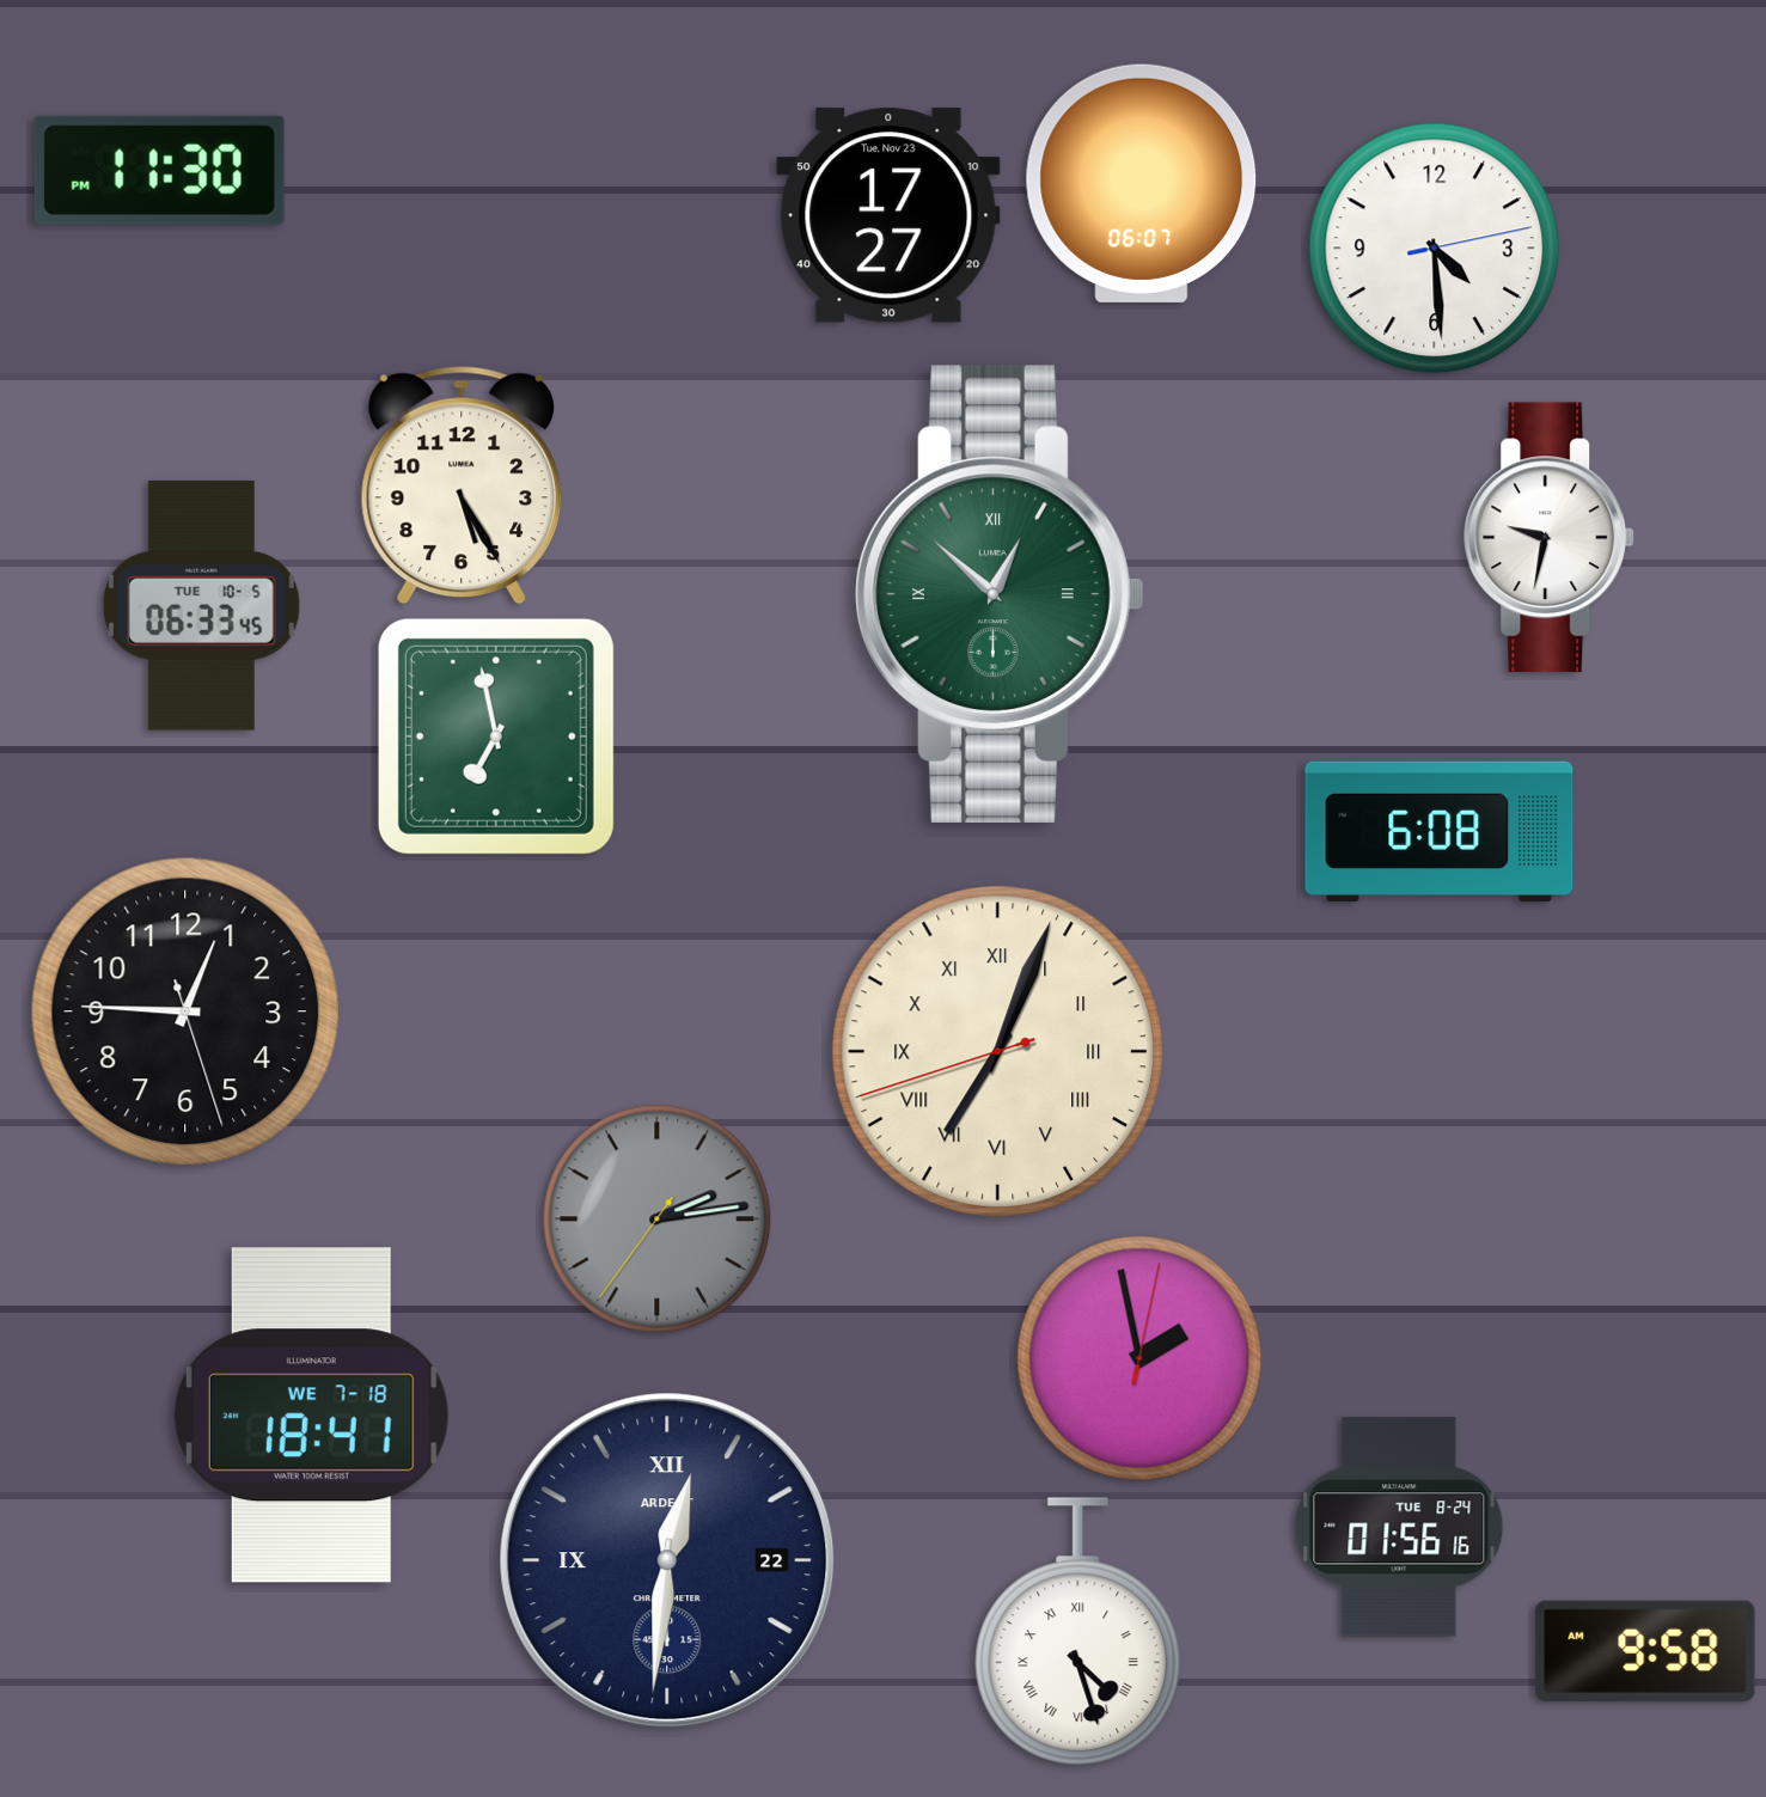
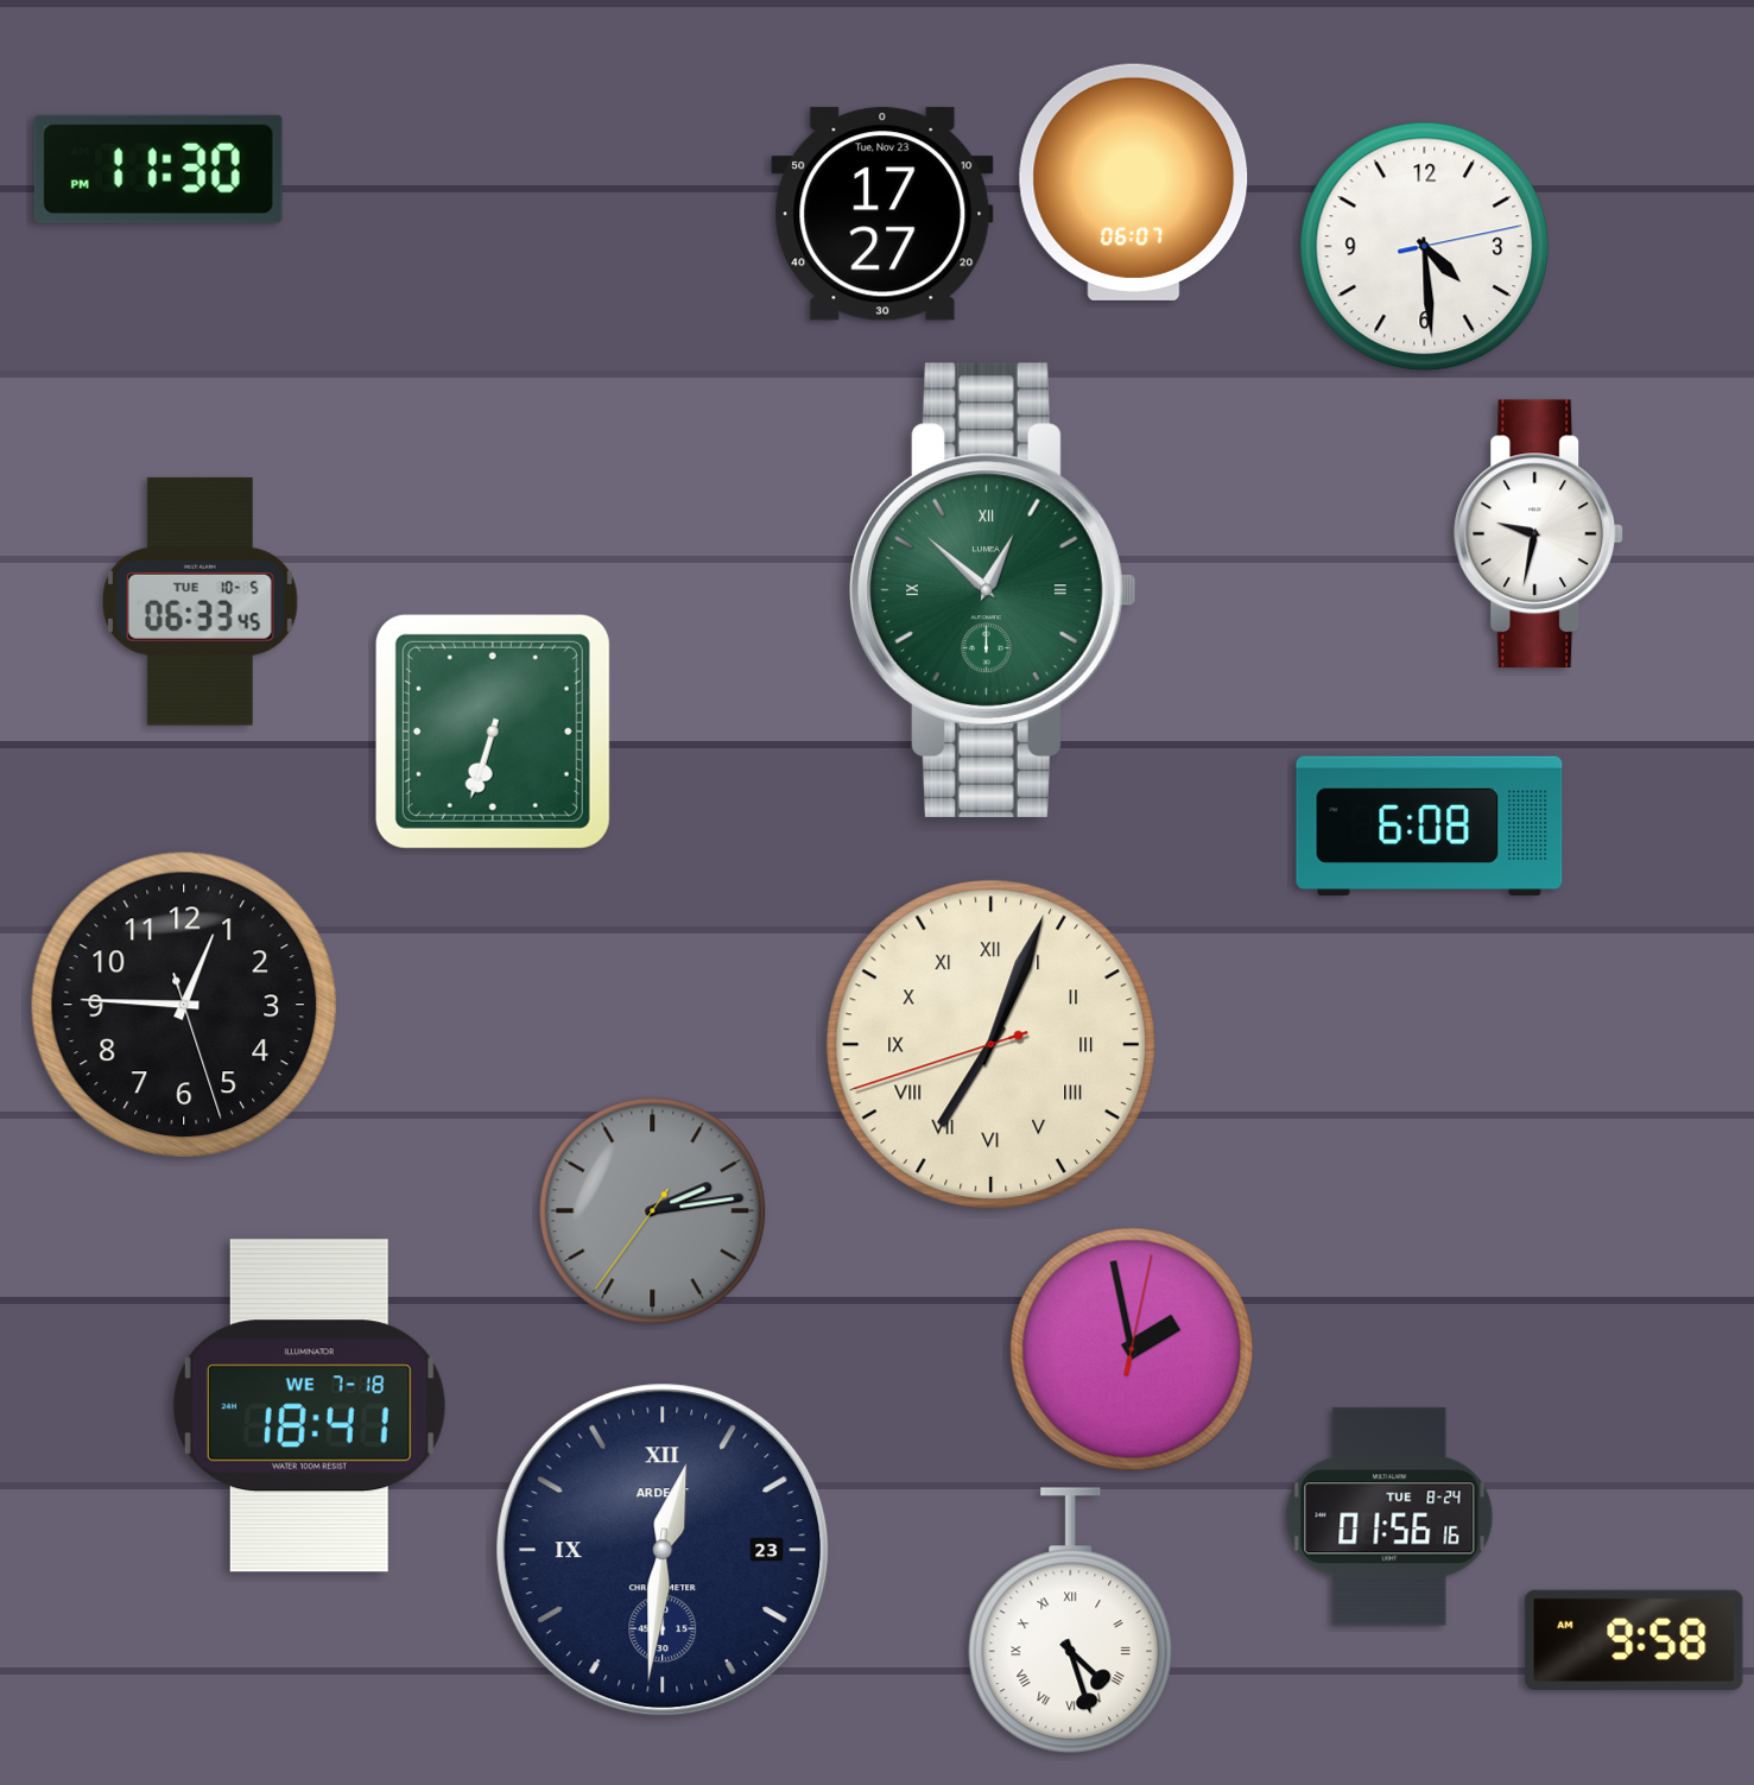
clock at (462, 485): 5:25 -> none
clock at (496, 736): 6:58 -> 6:33
clock at (667, 1560) date: 22 -> 23
